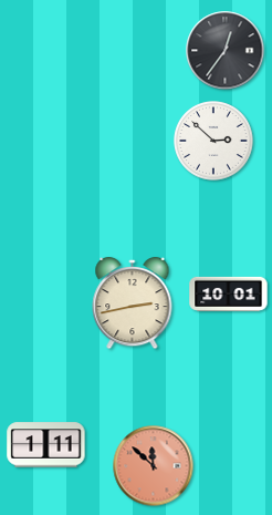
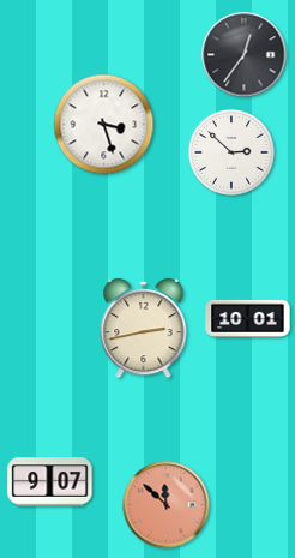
clock at (104, 125): none -> 3:27
clock at (46, 445): 1:11 -> 9:07
